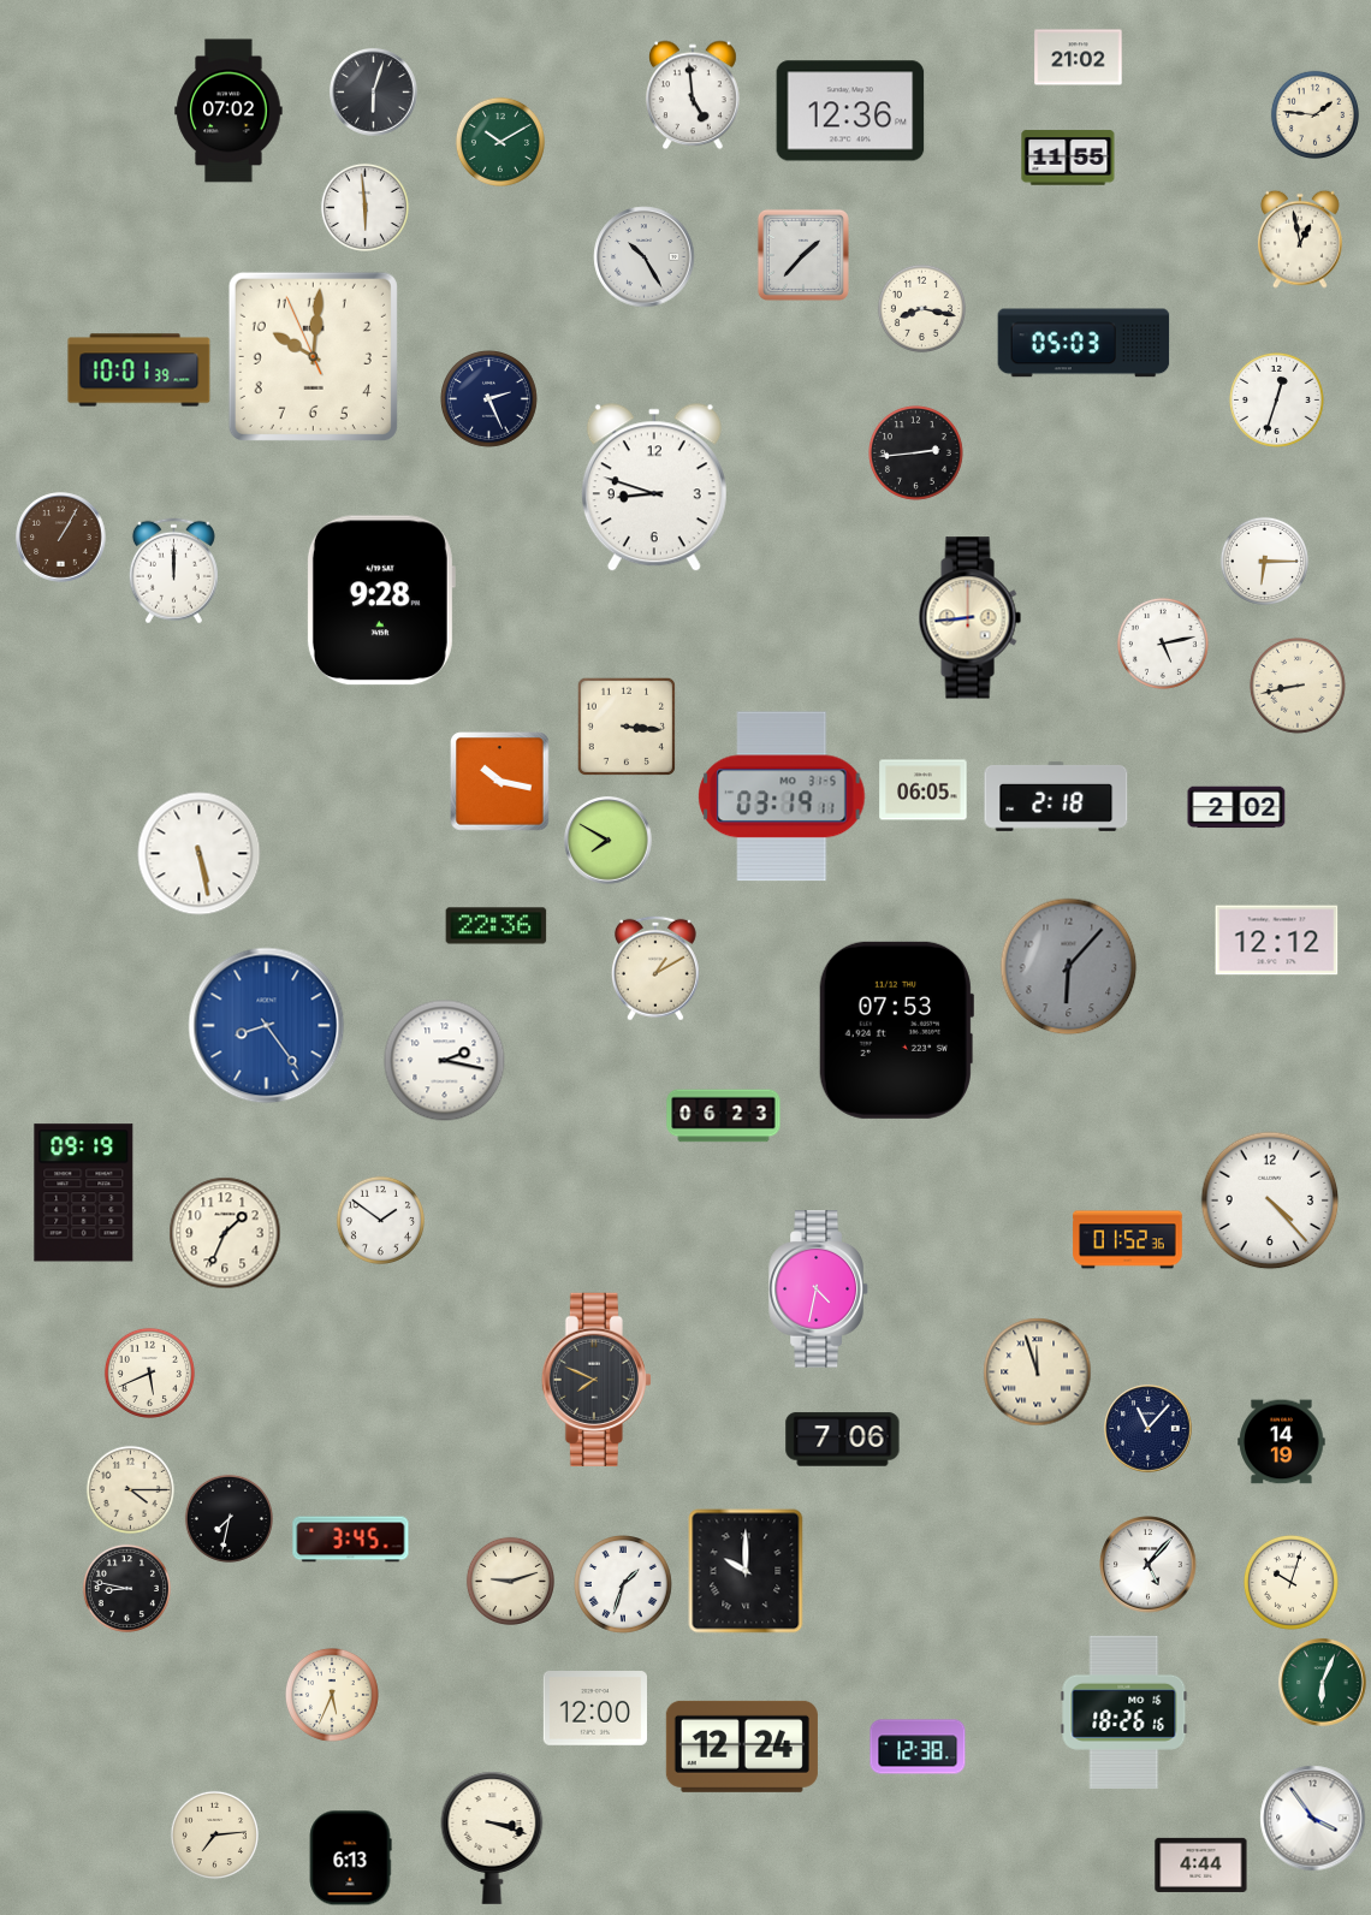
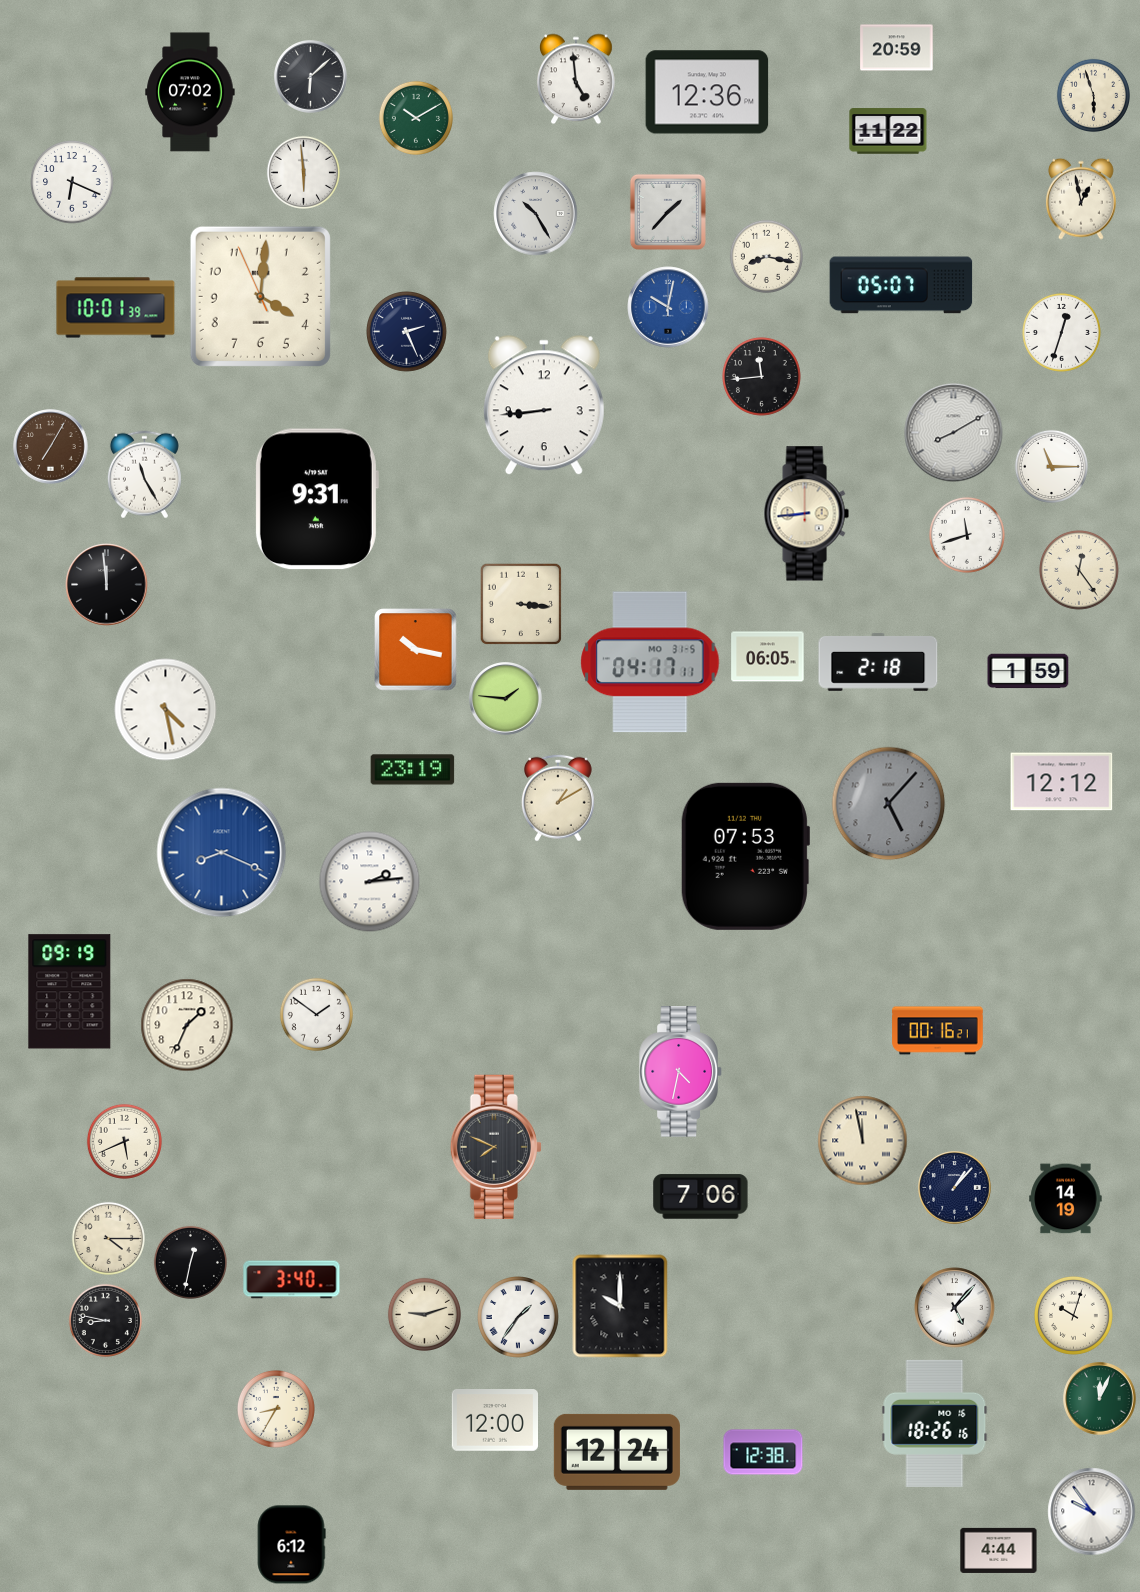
clock at (1079, 58): 21:02 -> 20:59
clock at (374, 93): 6:03 -> 6:08
clock at (1314, 114): 1:46 -> 5:57
clock at (1068, 158): 11:55 -> 11:22
clock at (72, 182): none -> 6:19
clock at (1084, 343): 05:03 -> 05:07
clock at (313, 356): 10:00 -> 4:00
clock at (668, 307): none -> 10:02
clock at (915, 452): 2:44 -> 11:44
clock at (654, 488): 8:48 -> 8:44
clock at (954, 433): none -> 8:10
clock at (61, 538): 1:05 -> 7:05
clock at (1264, 561): 6:15 -> 11:15
clock at (173, 571): 12:00 -> 11:25
clock at (380, 600): 9:28 -> 9:31
clock at (1163, 644): 5:13 -> 11:42
clock at (1299, 687): 8:43 -> 12:24
clock at (107, 585): none -> 11:59
clock at (782, 796): 03:19 -> 04:17
clock at (1236, 807): 2:02 -> 1:59
clock at (609, 841): 7:50 -> 1:46
clock at (200, 854): 5:28 -> 4:28
clock at (497, 926): 22:36 -> 23:19
clock at (1069, 967): 6:07 -> 5:07
clock at (655, 968) position: (655, 968) -> (558, 798)
clock at (267, 1026): 8:24 -> 8:19
clock at (445, 1061): 2:17 -> 2:14
clock at (724, 1116): 06:23 -> none
clock at (1270, 1200): 4:23 -> none
clock at (1128, 1240): 01:52 -> 00:16
clock at (1038, 1372): 11:57 -> 11:58
clock at (1149, 1429): 11:07 -> 1:07
clock at (228, 1518): 7:32 -> 12:32
clock at (351, 1540): 3:45 -> 3:40
clock at (1149, 1565) position: (1149, 1565) -> (955, 1308)
clock at (623, 1584): 1:33 -> 1:36
clock at (1323, 1683): 6:04 -> 12:04
clock at (332, 1695): 5:34 -> 8:35
clock at (1313, 1819): 3:54 -> 9:54
clock at (214, 1834): 7:14 -> none
clock at (492, 1838): 3:18 -> none
clock at (350, 1858): 6:13 -> 6:12
